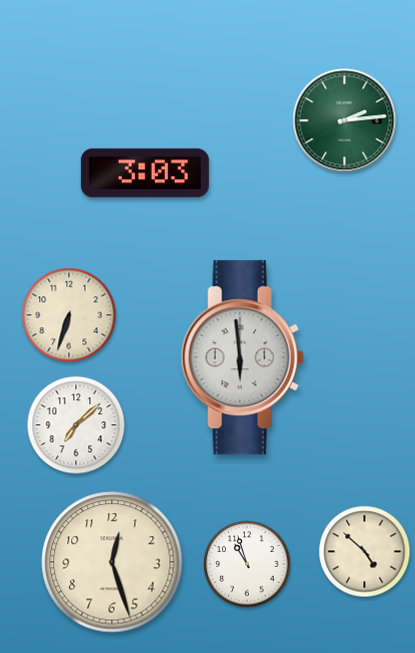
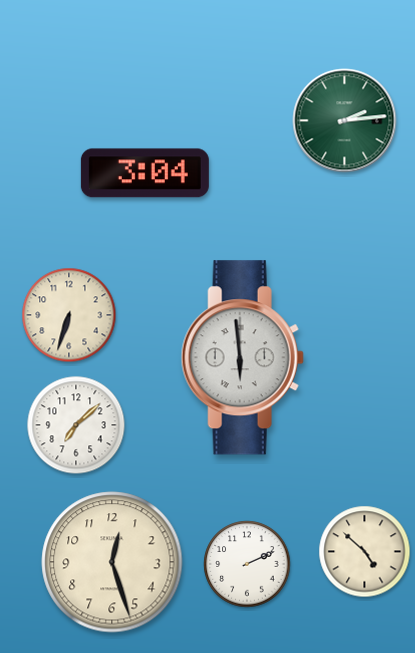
clock at (145, 173): 3:03 -> 3:04
clock at (247, 564): 10:57 -> 2:11
